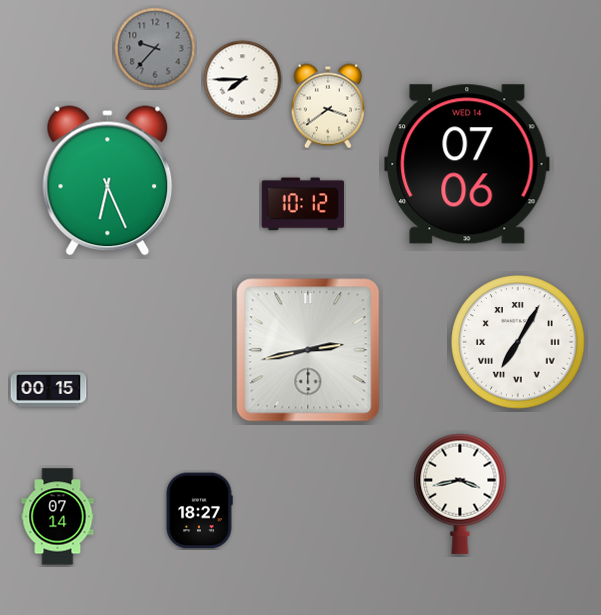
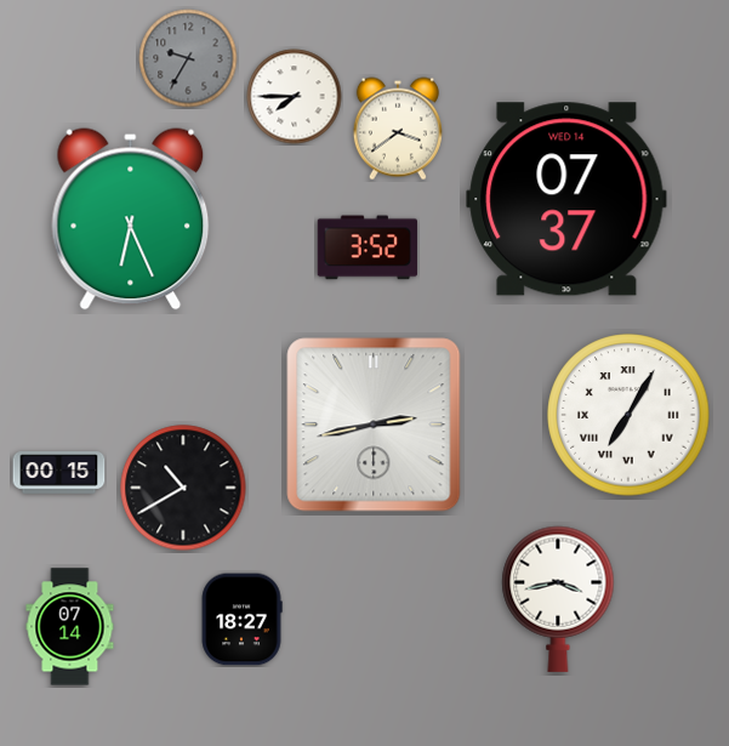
clock at (155, 48): 9:37 -> 9:35
clock at (467, 164): 07:06 -> 07:37
clock at (303, 204): 10:12 -> 3:52
clock at (183, 488): none -> 10:40
